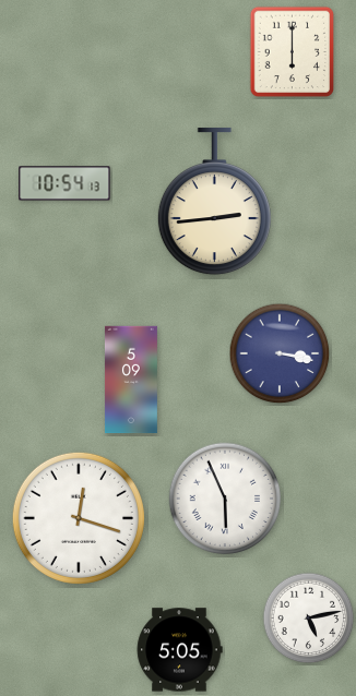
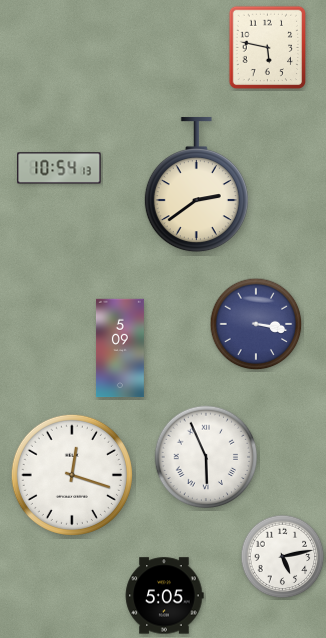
clock at (293, 52): 6:00 -> 5:47
clock at (214, 202): 2:44 -> 2:39
clock at (309, 619) position: (309, 619) -> (283, 557)
